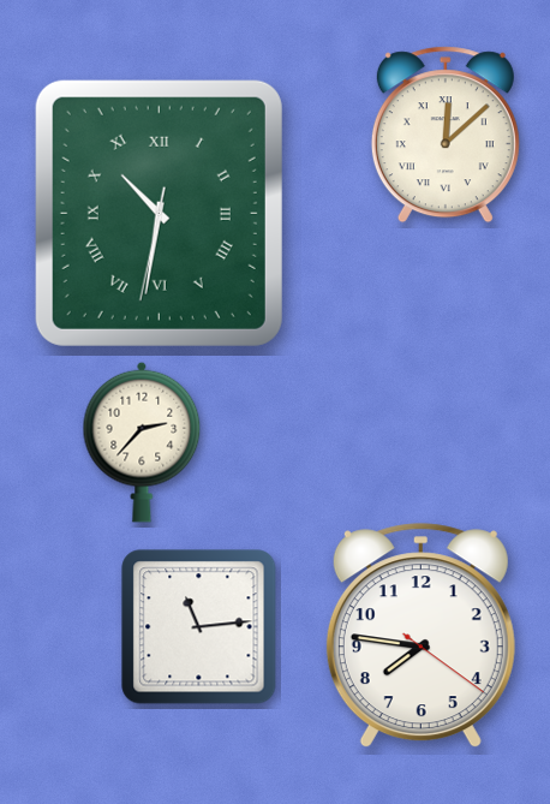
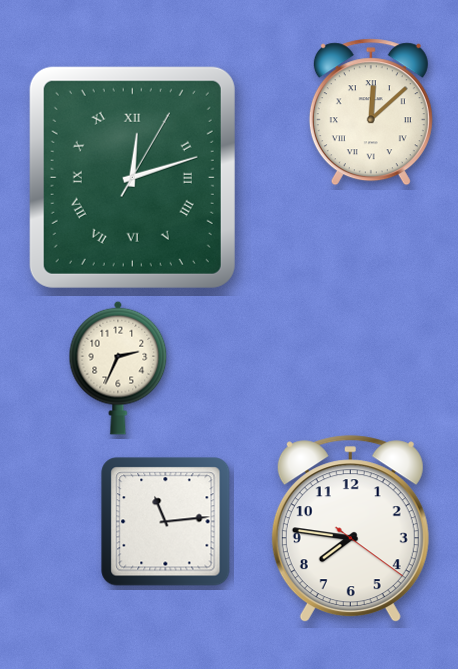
clock at (159, 213): 10:31 -> 12:12
clock at (142, 442): 2:37 -> 2:34
